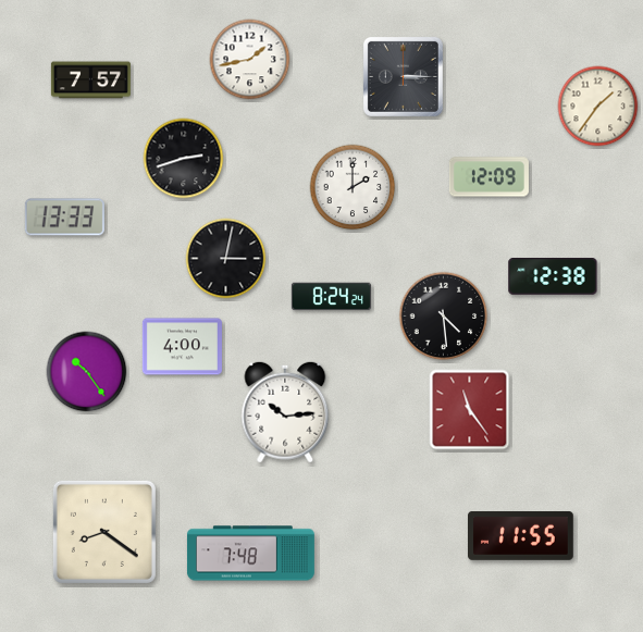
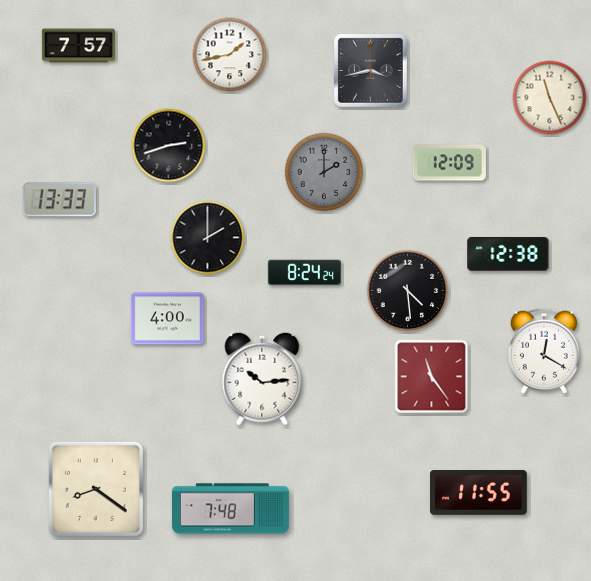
clock at (403, 76): 3:15 -> 3:43
clock at (90, 80) position: (90, 80) -> (78, 46)
clock at (598, 107): 1:36 -> 11:26
clock at (353, 187) dial: white -> grey
clock at (226, 259): 3:02 -> 2:00
clock at (87, 372): 10:24 -> none
clock at (544, 351): none -> 12:20
